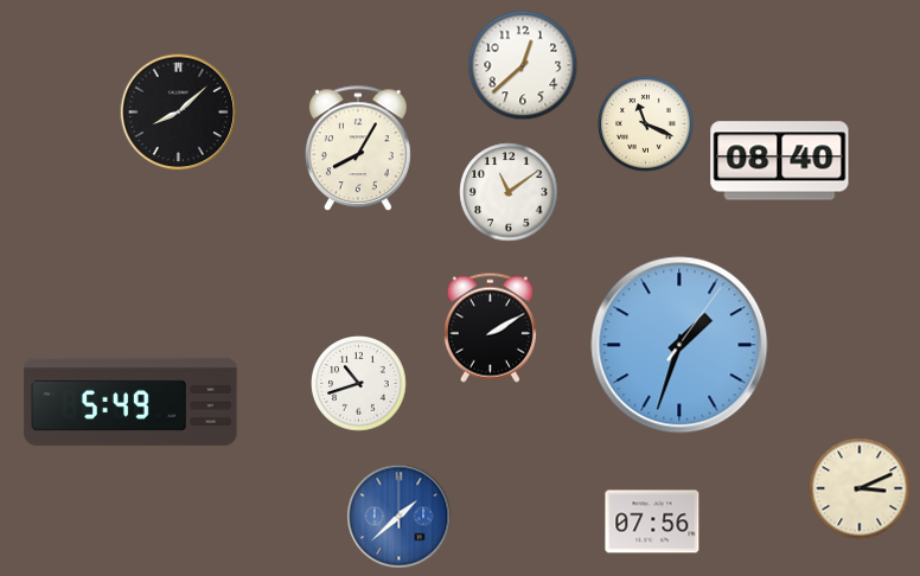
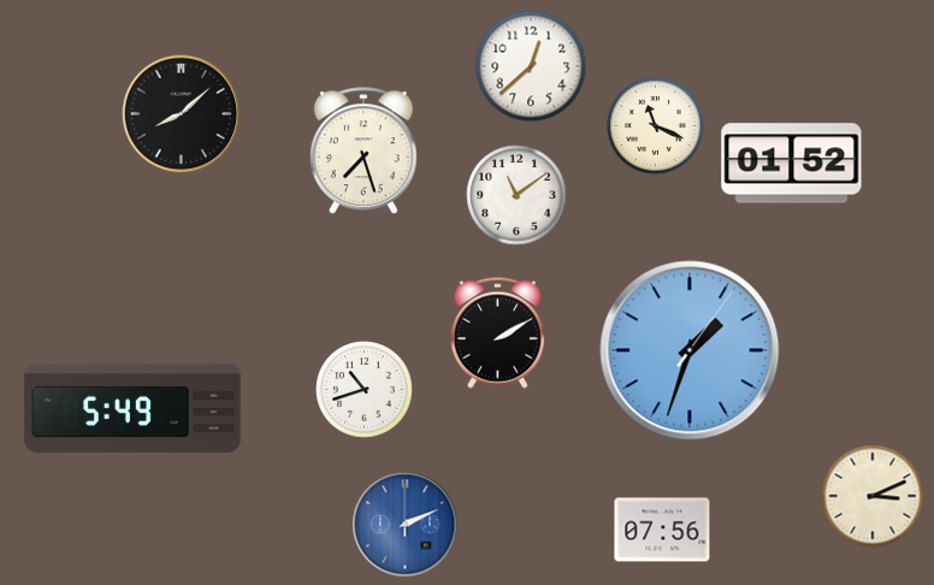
clock at (358, 149): 8:05 -> 7:27
clock at (780, 161): 08:40 -> 01:52
clock at (400, 517): 1:38 -> 2:11
